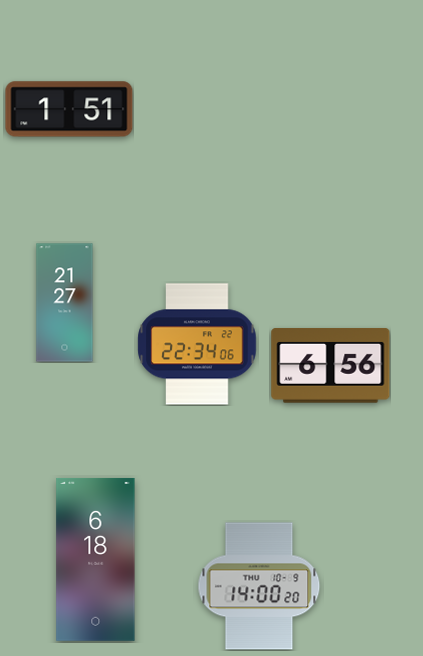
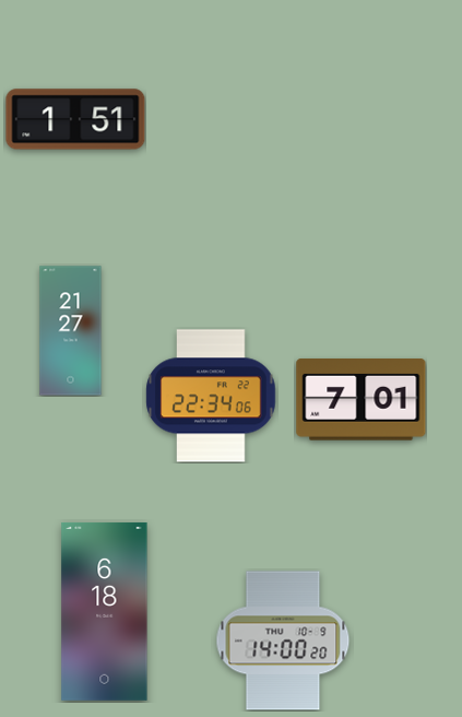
clock at (197, 344) position: (197, 344) -> (211, 396)
clock at (331, 366): 6:56 -> 7:01
